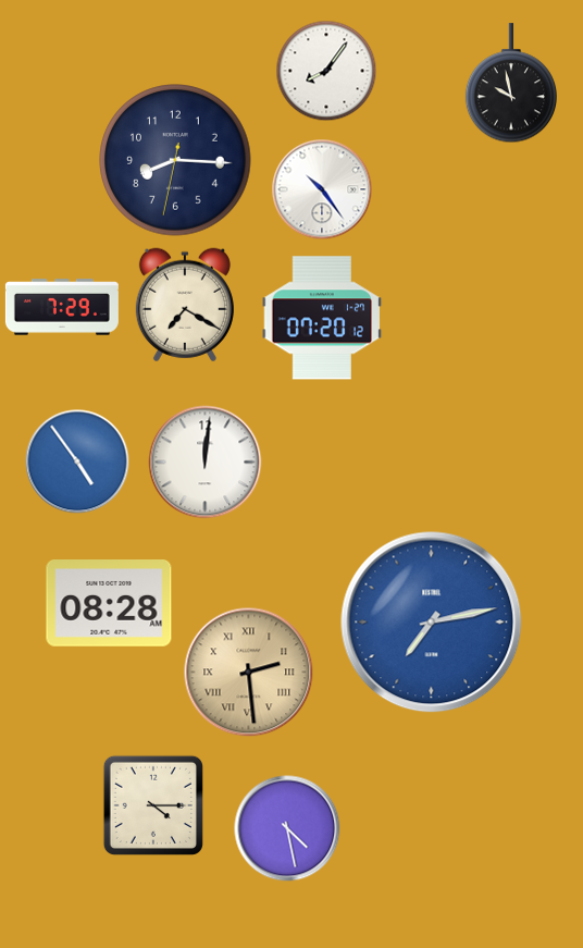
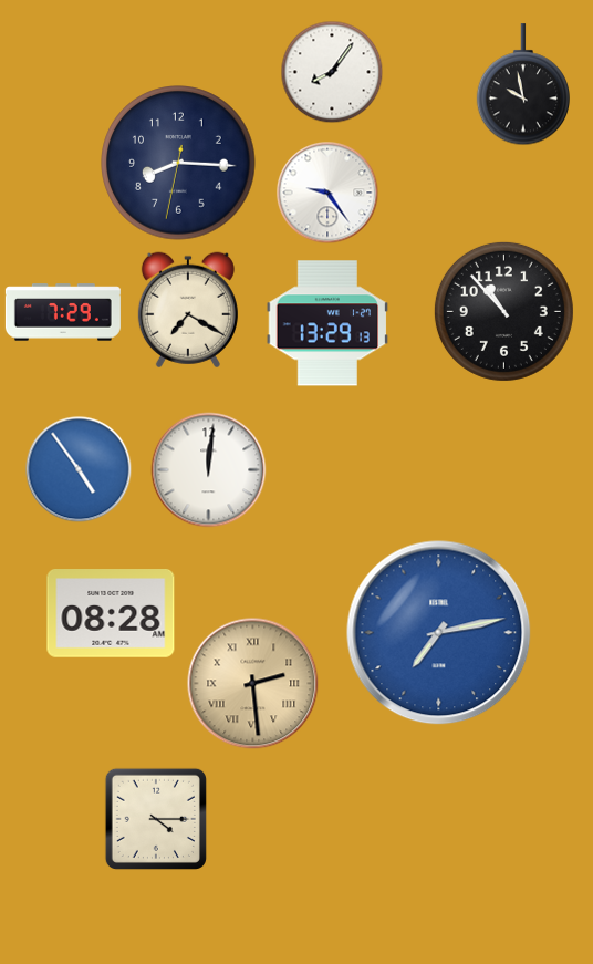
clock at (510, 84) position: (510, 84) -> (522, 85)
clock at (322, 189): 10:24 -> 9:24
clock at (503, 311): none -> 10:53
clock at (322, 318): 07:20 -> 13:29
clock at (287, 828): 4:28 -> none
